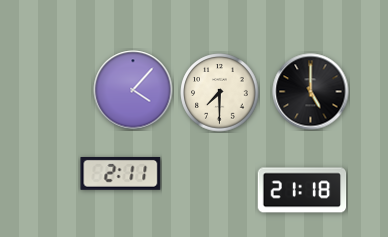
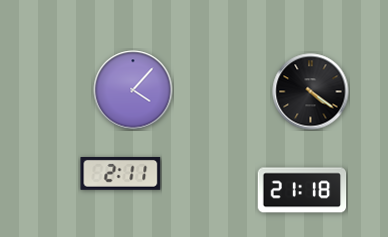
clock at (311, 92): 5:00 -> 4:21
clock at (220, 93): 7:30 -> none
